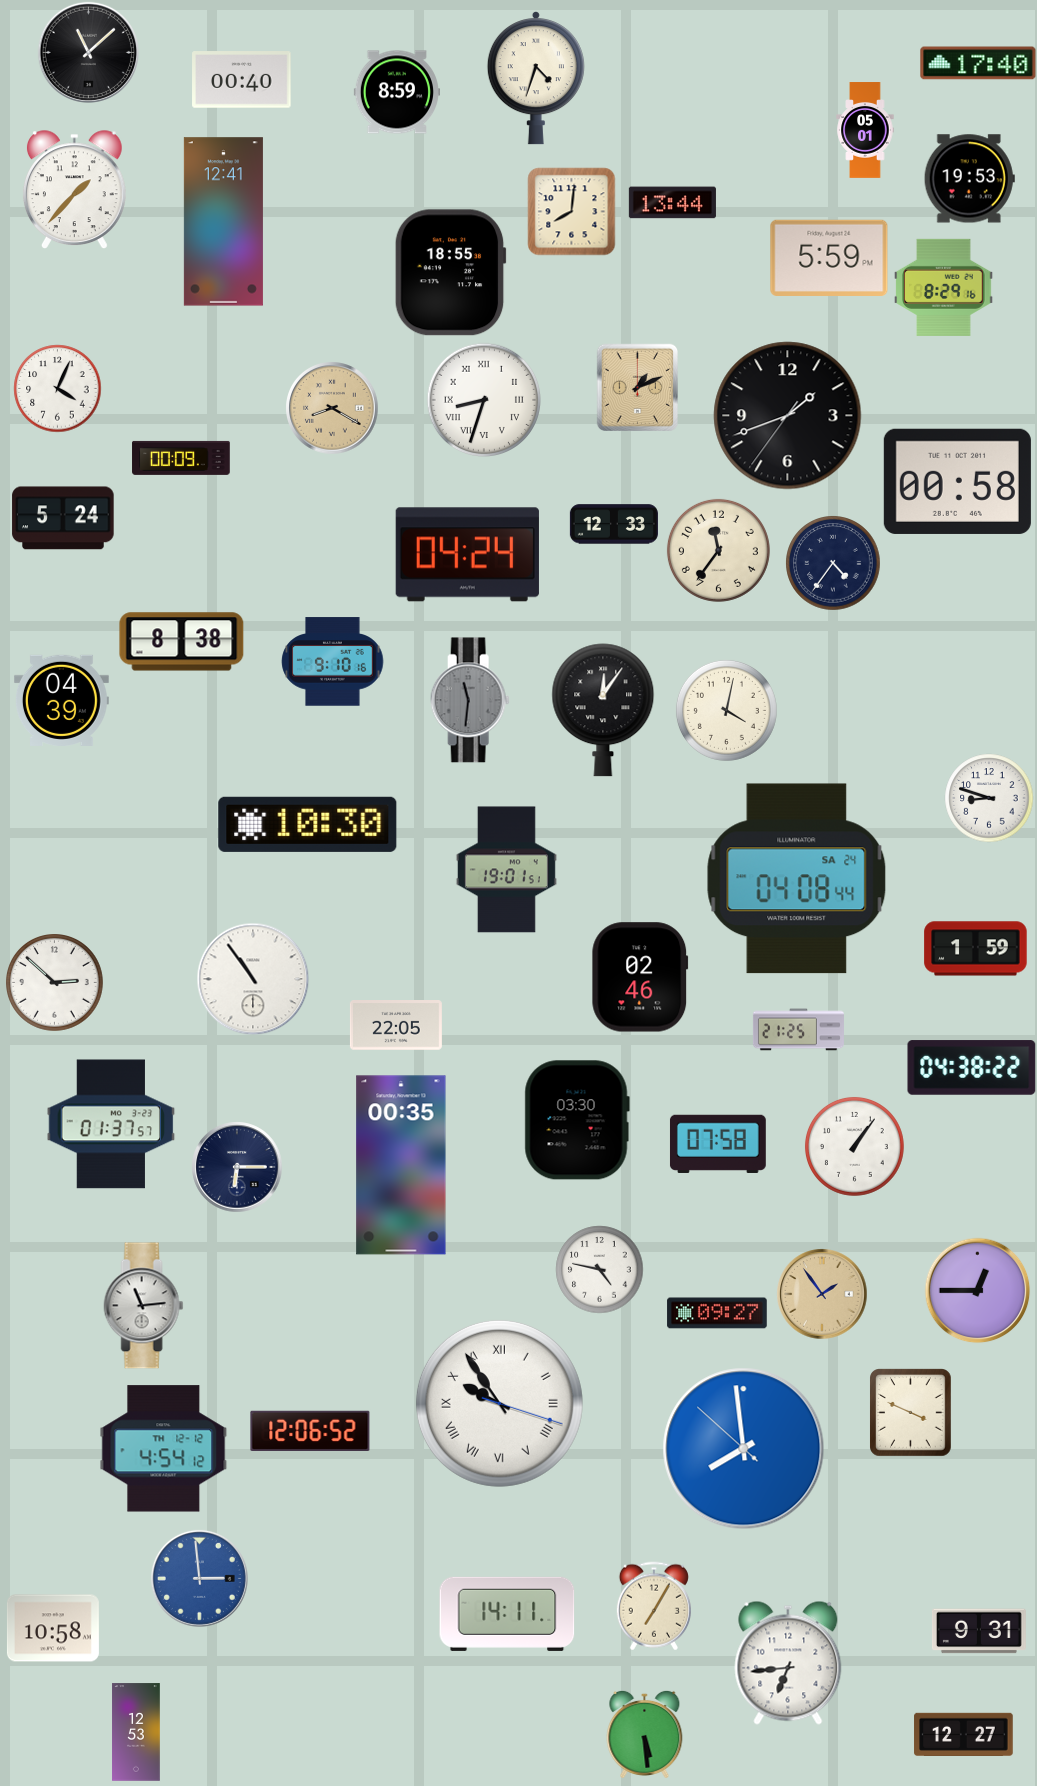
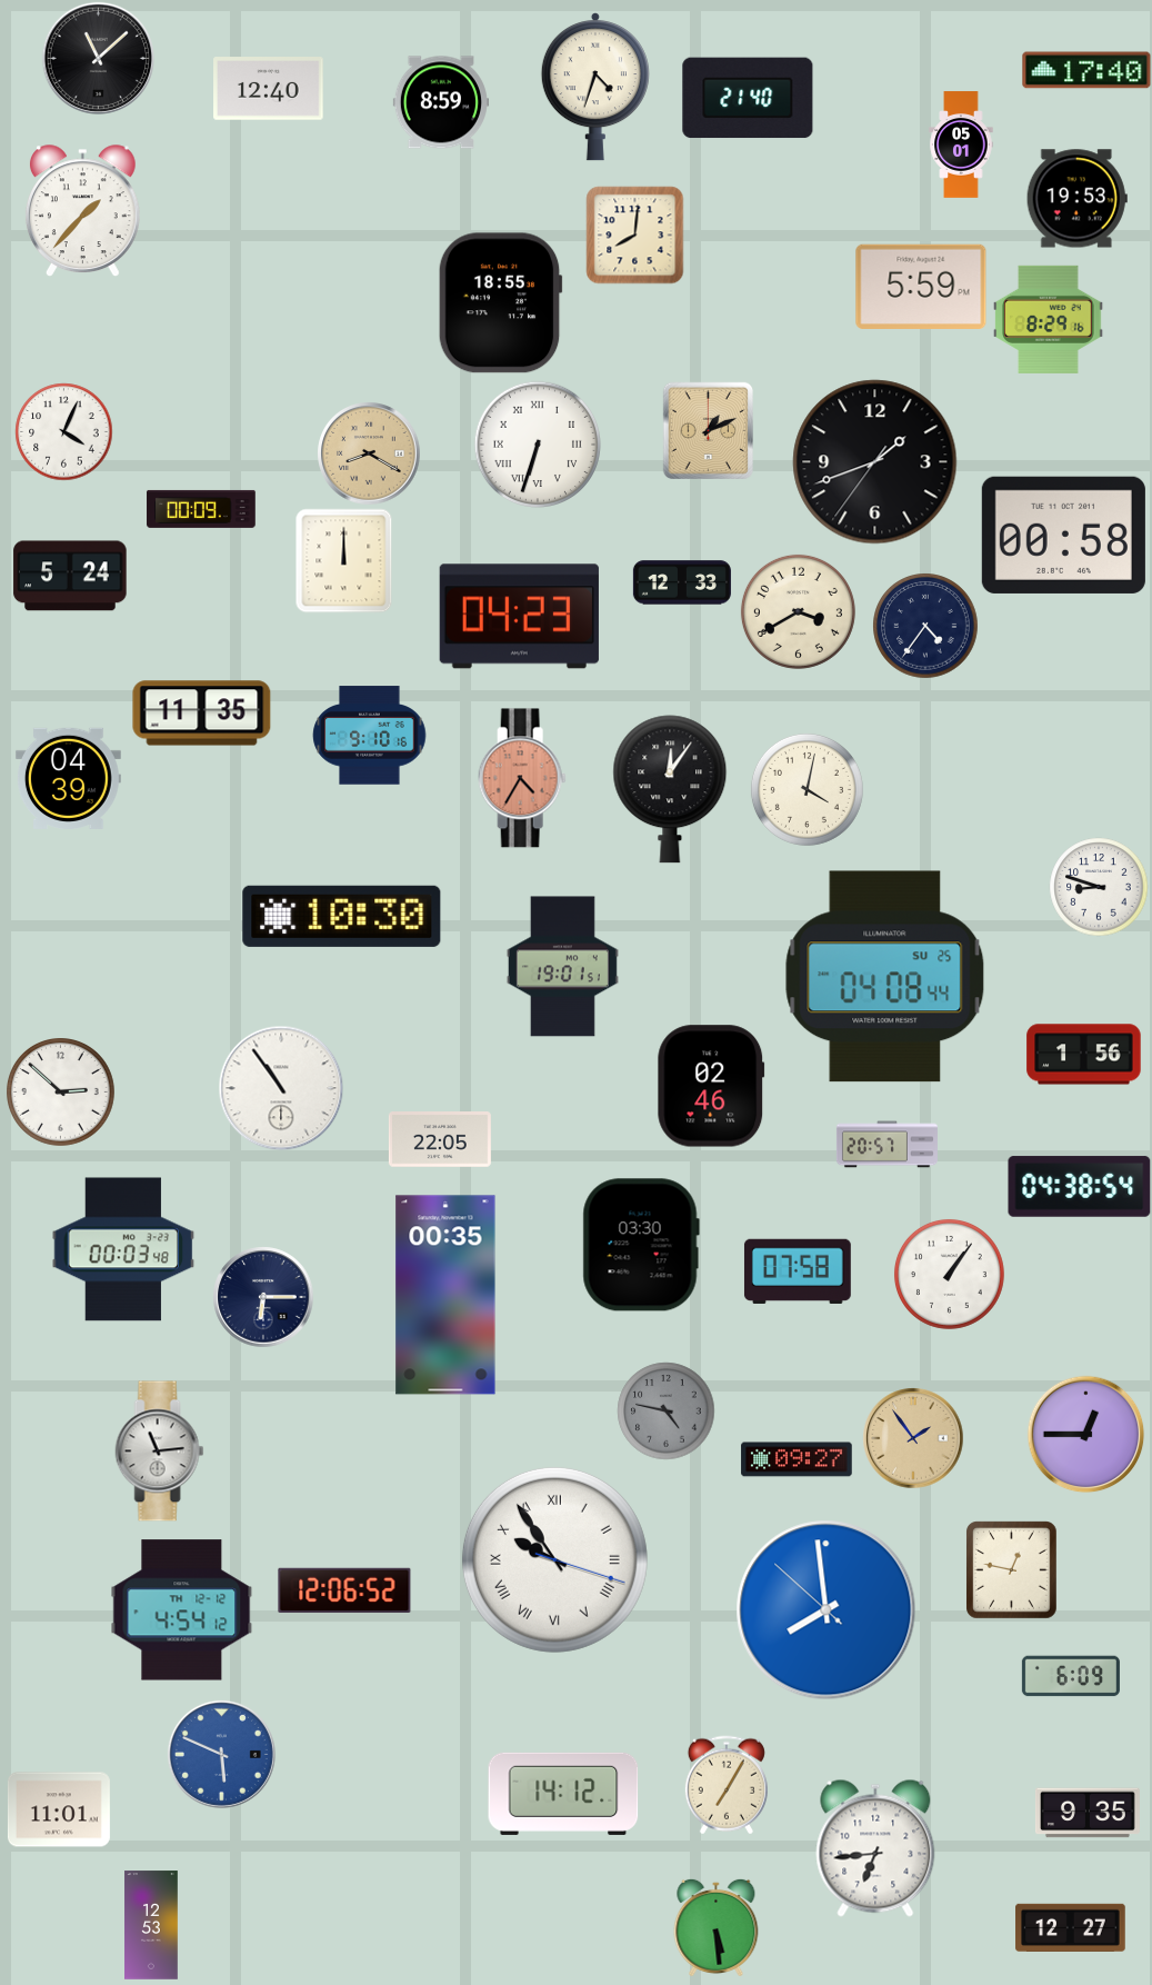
clock at (242, 80): 00:40 -> 12:40
clock at (748, 98): none -> 21:40
clock at (672, 203): 13:44 -> none
clock at (223, 222): 12:41 -> none
clock at (483, 399): 8:33 -> 6:33
clock at (344, 560): none -> 12:00
clock at (718, 550): 11:36 -> 3:40
clock at (467, 555): 04:24 -> 04:23
clock at (182, 642): 8:38 -> 11:35
clock at (470, 700): 11:31 -> 4:35
clock at (470, 700) dial: grey -> salmon
clock at (797, 879) date: SA 24 -> SU 25
clock at (976, 949): 1:59 -> 1:56
clock at (798, 1030): 21:25 -> 20:57
clock at (972, 1068): 04:38:22 -> 04:38:54
clock at (111, 1124): 01:37 -> 00:03
clock at (599, 1269) dial: white -> grey
clock at (911, 1412): 3:49 -> 12:47
clock at (1071, 1676): none -> 6:09
clock at (199, 1578): 2:59 -> 5:49
clock at (507, 1614): 14:11 -> 14:12
clock at (53, 1628): 10:58 -> 11:01
clock at (979, 1631): 9:31 -> 9:35
